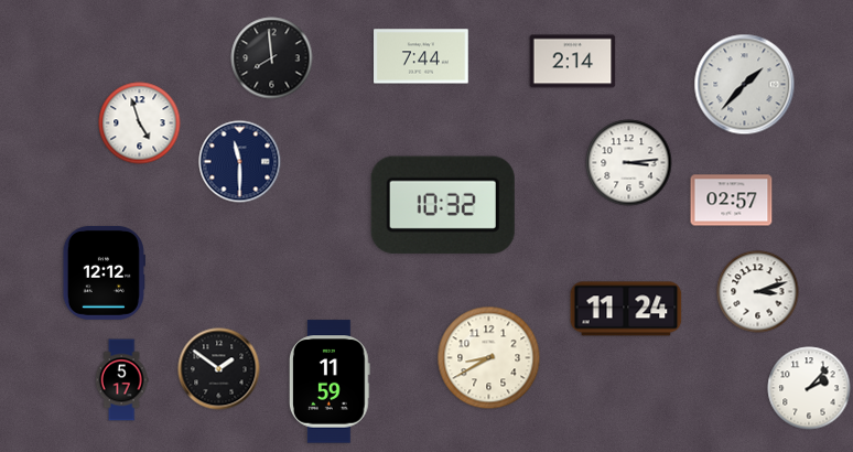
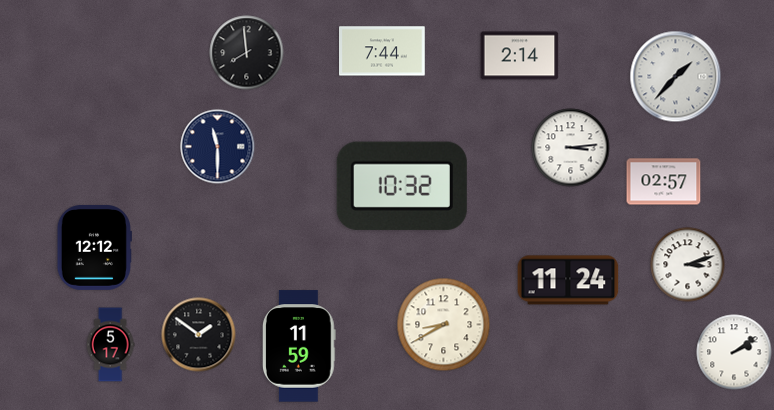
clock at (140, 123): 4:57 -> none
clock at (809, 388): 2:07 -> 2:09
